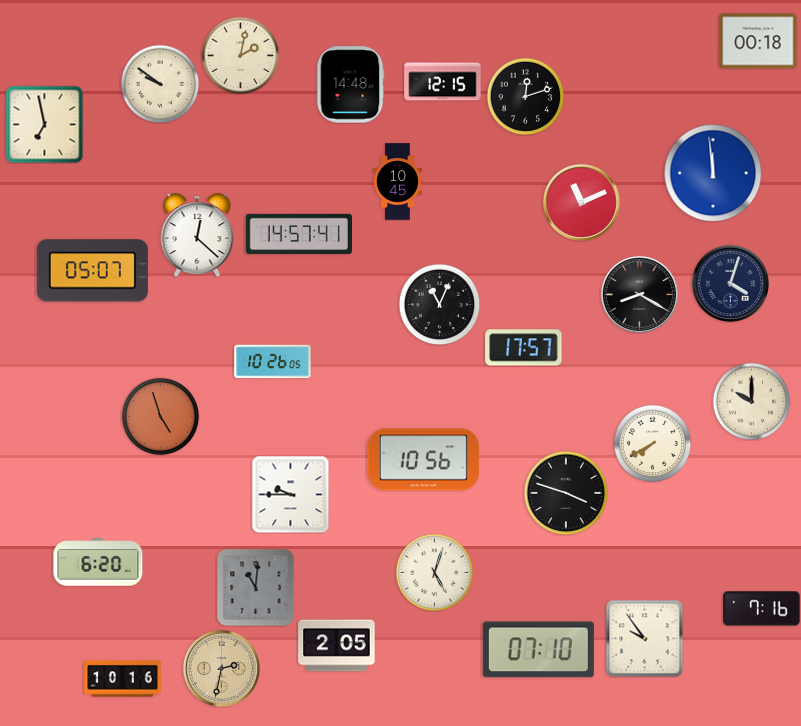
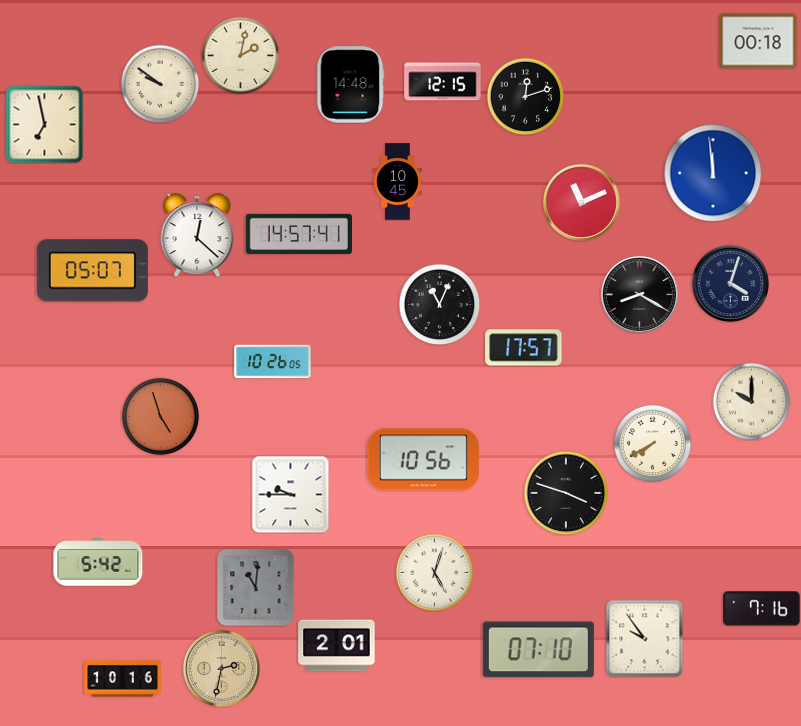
clock at (98, 562): 6:20 -> 5:42
clock at (337, 646): 2:05 -> 2:01
